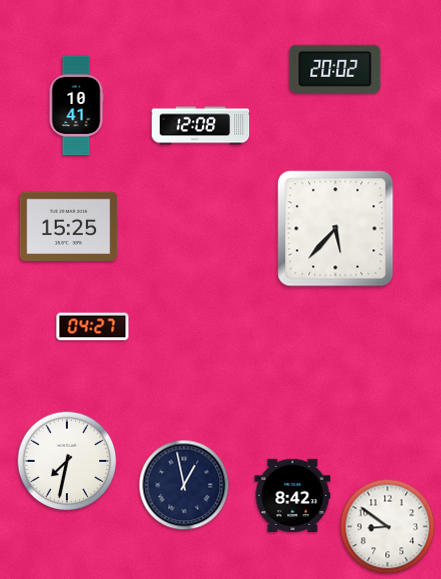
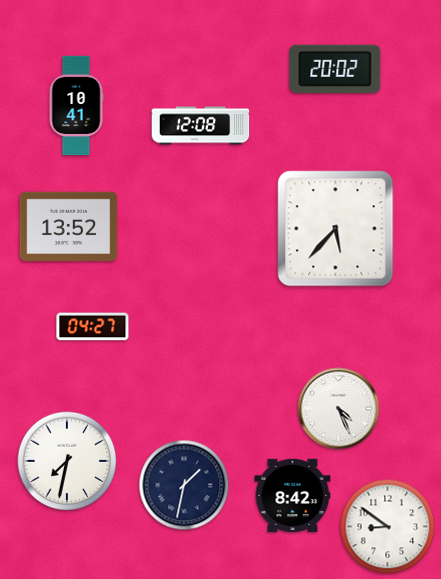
clock at (69, 226): 15:25 -> 13:52
clock at (339, 409): none -> 4:26
clock at (184, 485): 12:58 -> 1:32
